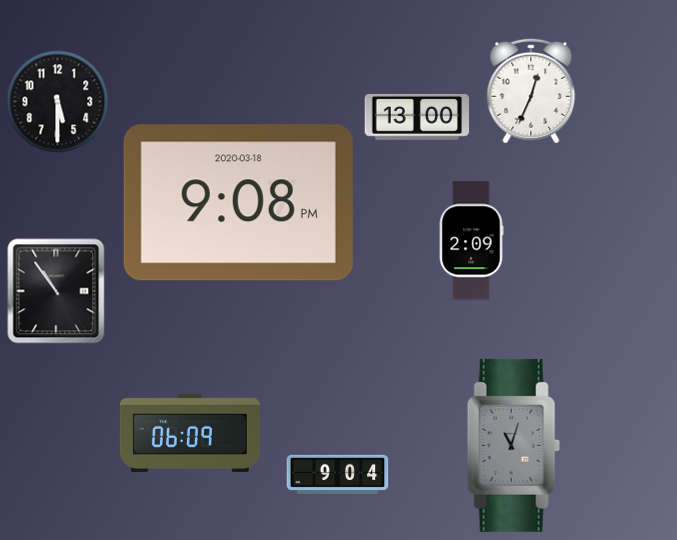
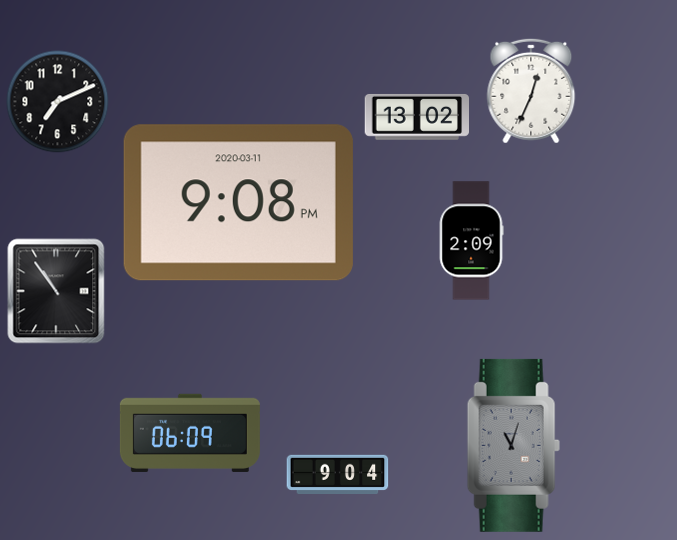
clock at (58, 102): 5:30 -> 7:11
clock at (416, 117): 13:00 -> 13:02
clock at (238, 203) date: 2020-03-18 -> 2020-03-11
